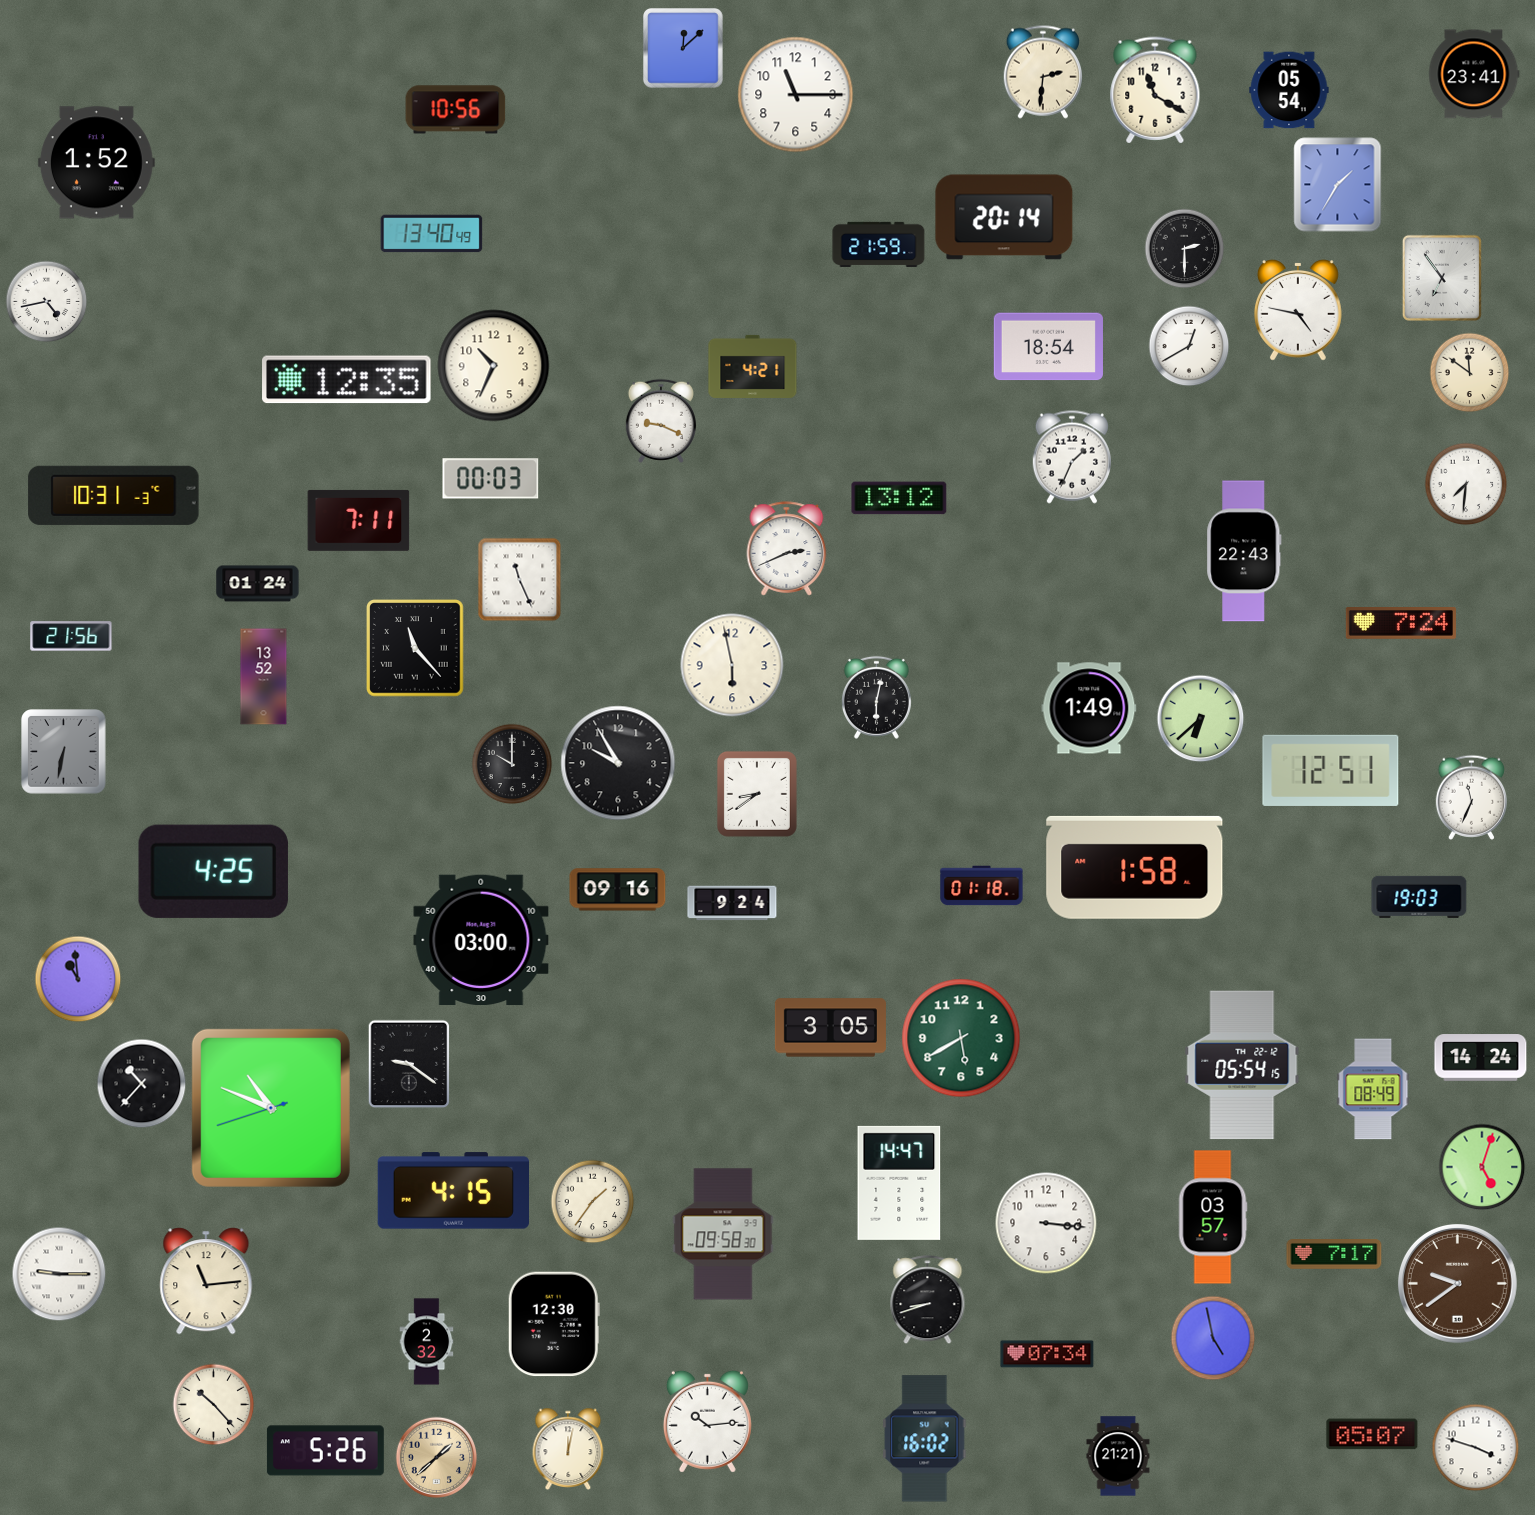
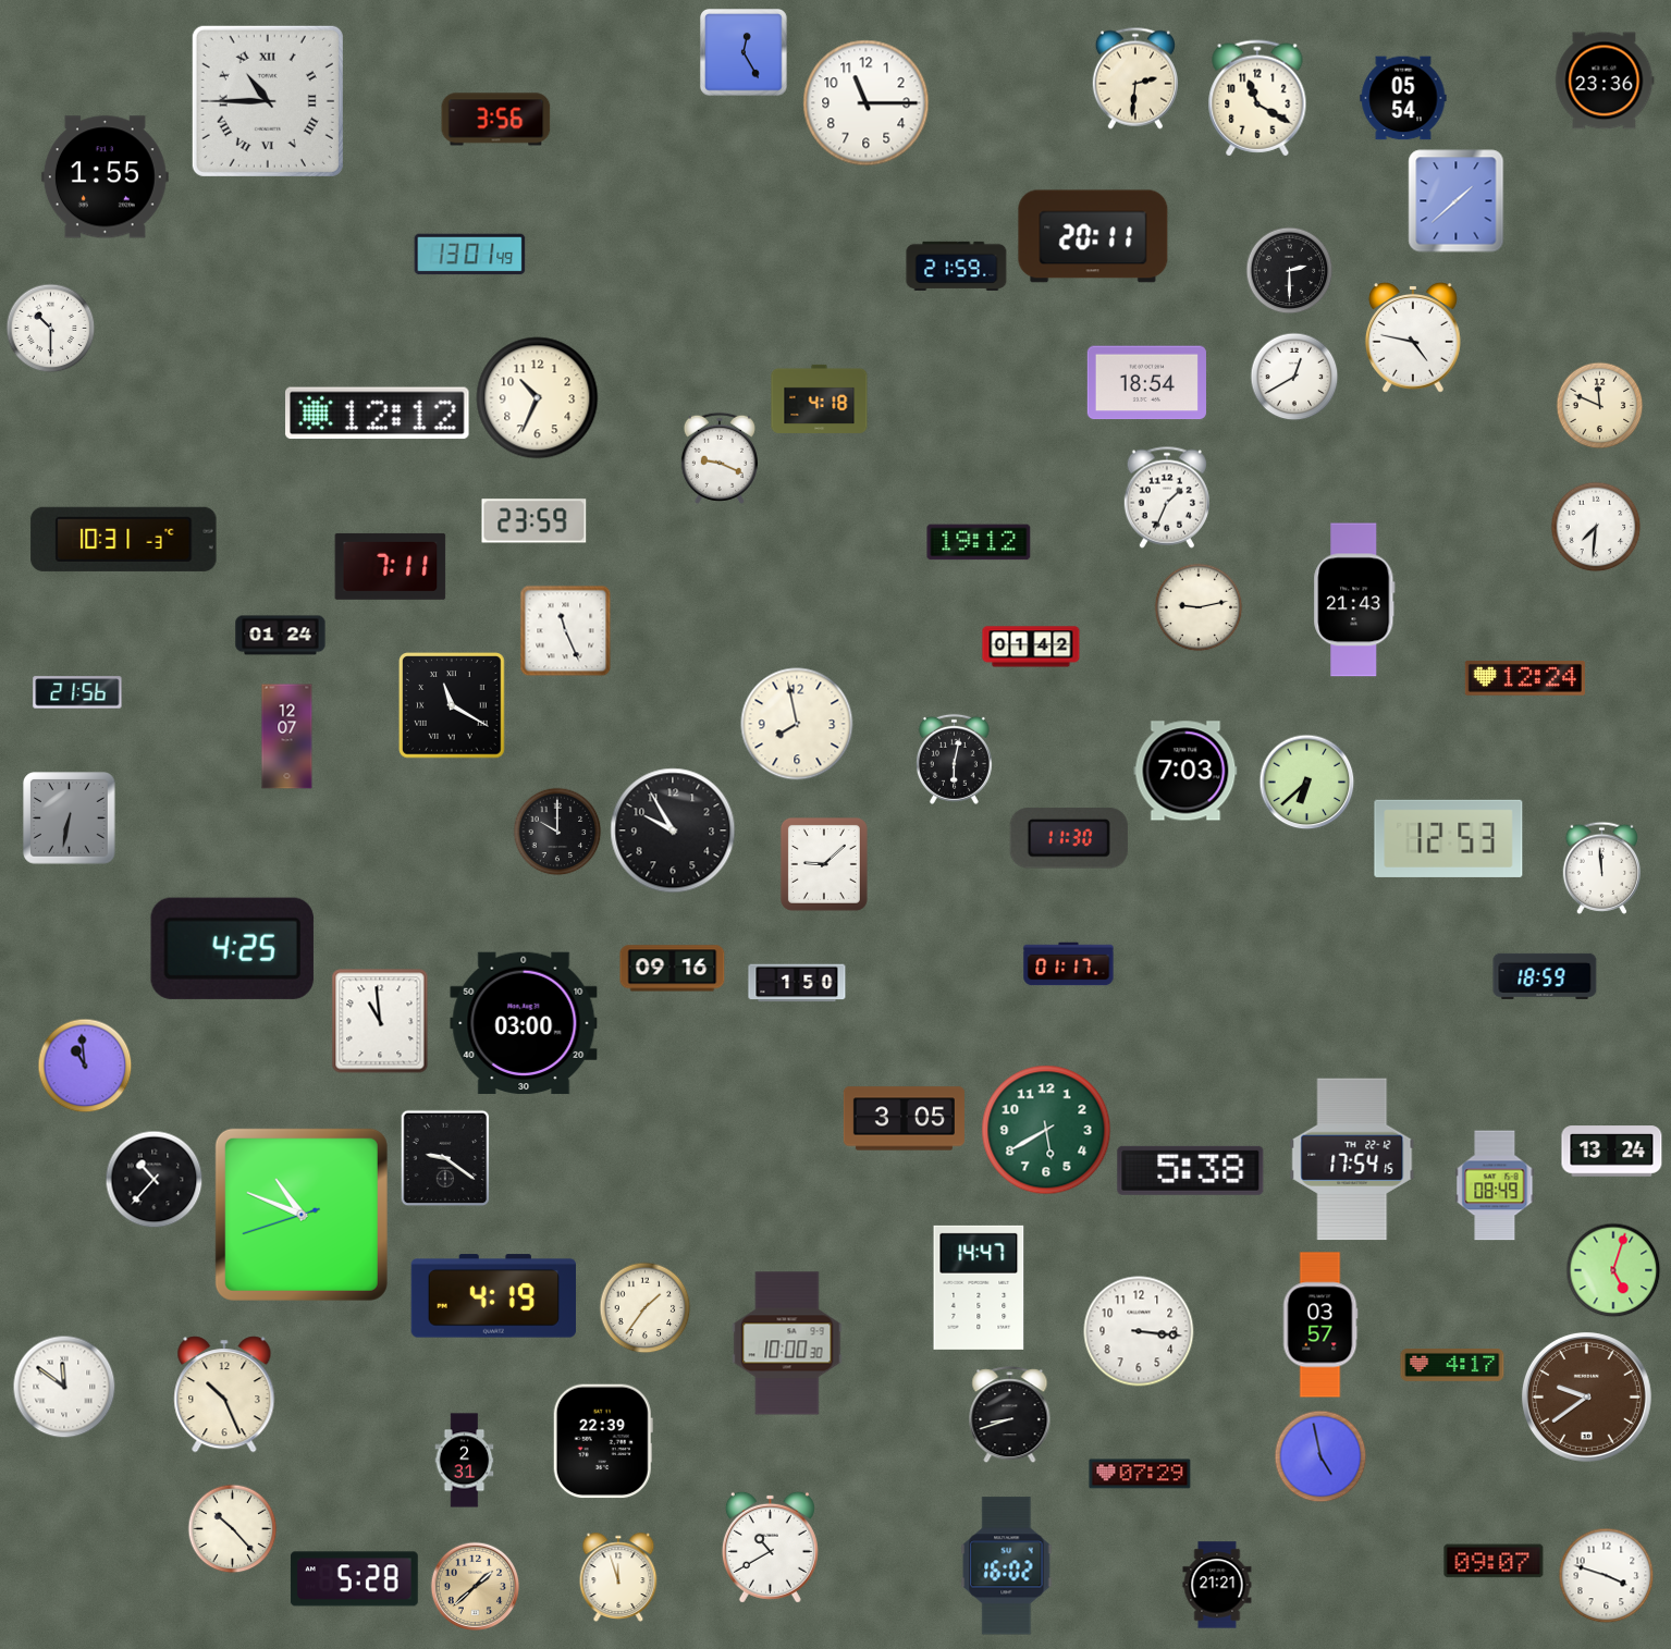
clock at (683, 48): 12:08 -> 12:25
clock at (1474, 74): 23:41 -> 23:36
clock at (268, 101): none -> 10:45
clock at (456, 110): 10:56 -> 3:56
clock at (96, 163): 1:52 -> 1:55
clock at (1338, 185): 1:35 -> 1:38
clock at (1004, 217): 20:14 -> 20:11
clock at (432, 234): 13:40 -> 13:01
clock at (1442, 278): 6:54 -> none
clock at (46, 301): 4:43 -> 10:30
clock at (1048, 347) position: (1048, 347) -> (1146, 383)
clock at (753, 366): 4:21 -> 4:18
clock at (1469, 372): 11:51 -> 11:49
clock at (347, 380): 12:35 -> 12:12
clock at (491, 479): 00:03 -> 23:59
clock at (899, 498): 13:12 -> 19:12
clock at (787, 549): 2:41 -> none
clock at (1244, 551): 22:43 -> 21:43
clock at (1199, 607): none -> 9:13
clock at (1031, 647): none -> 01:42
clock at (1401, 624): 7:24 -> 12:24
clock at (416, 649): 11:23 -> 11:20
clock at (732, 665): 5:58 -> 7:58
clock at (264, 677): 13:52 -> 12:07
clock at (1089, 708): 1:49 -> 7:03
clock at (1069, 838): none -> 11:30
clock at (1331, 770): 12:51 -> 12:53
clock at (757, 794): 8:39 -> 9:08
clock at (1471, 797): 11:34 -> 11:59
clock at (1135, 867): 1:58 -> none
clock at (982, 886): 01:18 -> 01:17
clock at (1419, 897): 19:03 -> 18:59
clock at (732, 903): 9:24 -> 1:50
clock at (380, 1021): none -> 10:59
clock at (1481, 1058): 14:24 -> 13:24
clock at (1242, 1065): 05:54 -> 17:54
clock at (1191, 1170): none -> 5:38
clock at (271, 1108) position: (271, 1108) -> (302, 1215)
clock at (453, 1191): 4:15 -> 4:19
clock at (723, 1234): 09:58 -> 10:00
clock at (1334, 1255): 7:17 -> 4:17
clock at (59, 1274): 9:15 -> 11:51
clock at (206, 1281): 11:14 -> 10:26
clock at (554, 1324): 12:30 -> 22:39
clock at (427, 1342): 2:32 -> 2:31
clock at (1047, 1354): 07:34 -> 07:29
clock at (707, 1421): 10:14 -> 10:40
clock at (1372, 1434): 05:07 -> 09:07
clock at (568, 1448): 12:02 -> 11:57
clock at (325, 1451): 5:26 -> 5:28
